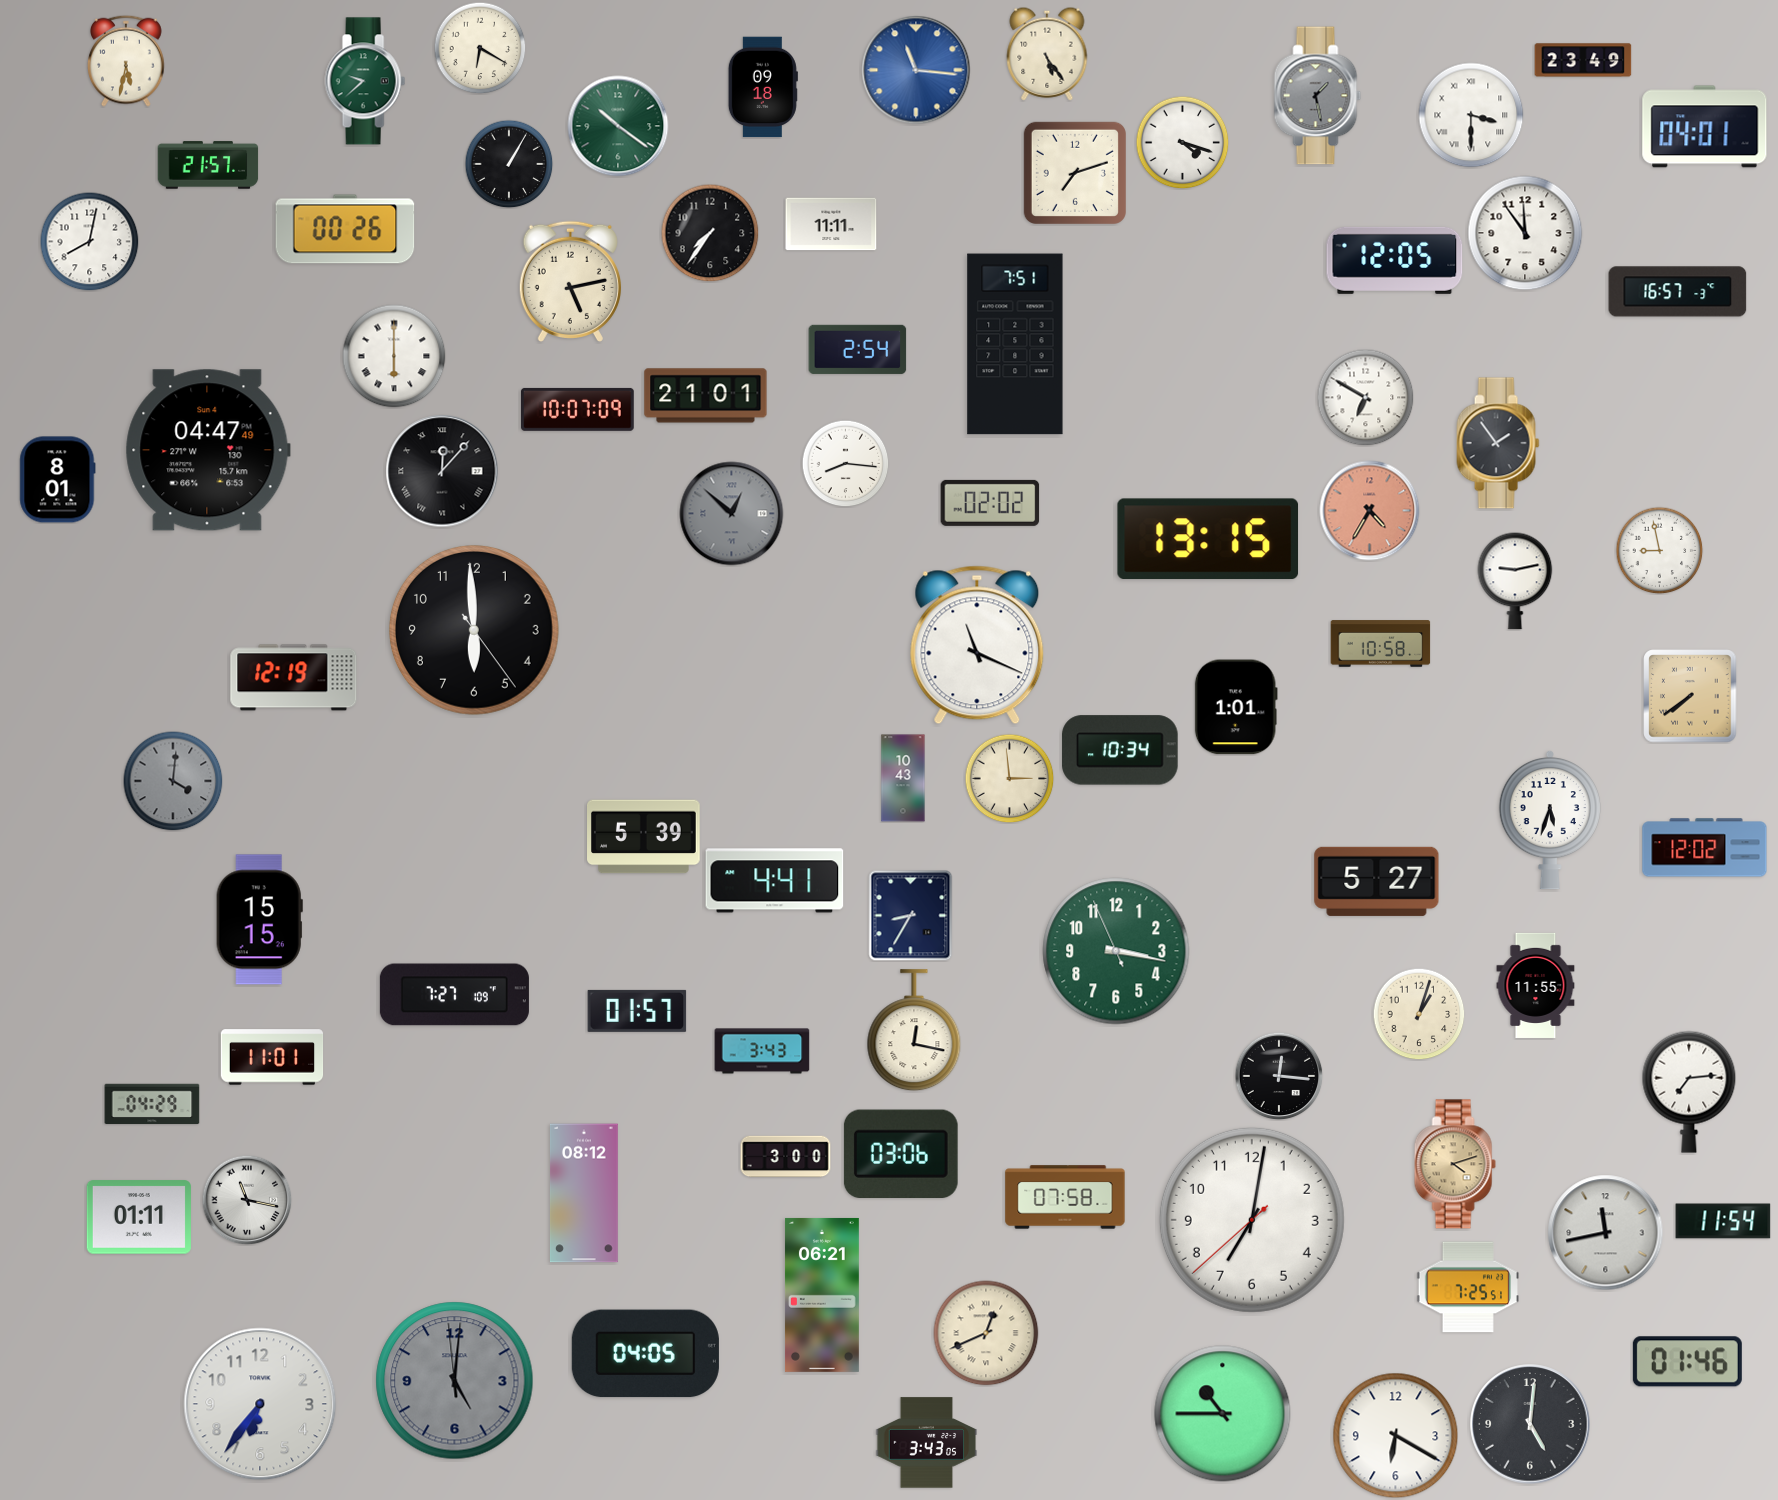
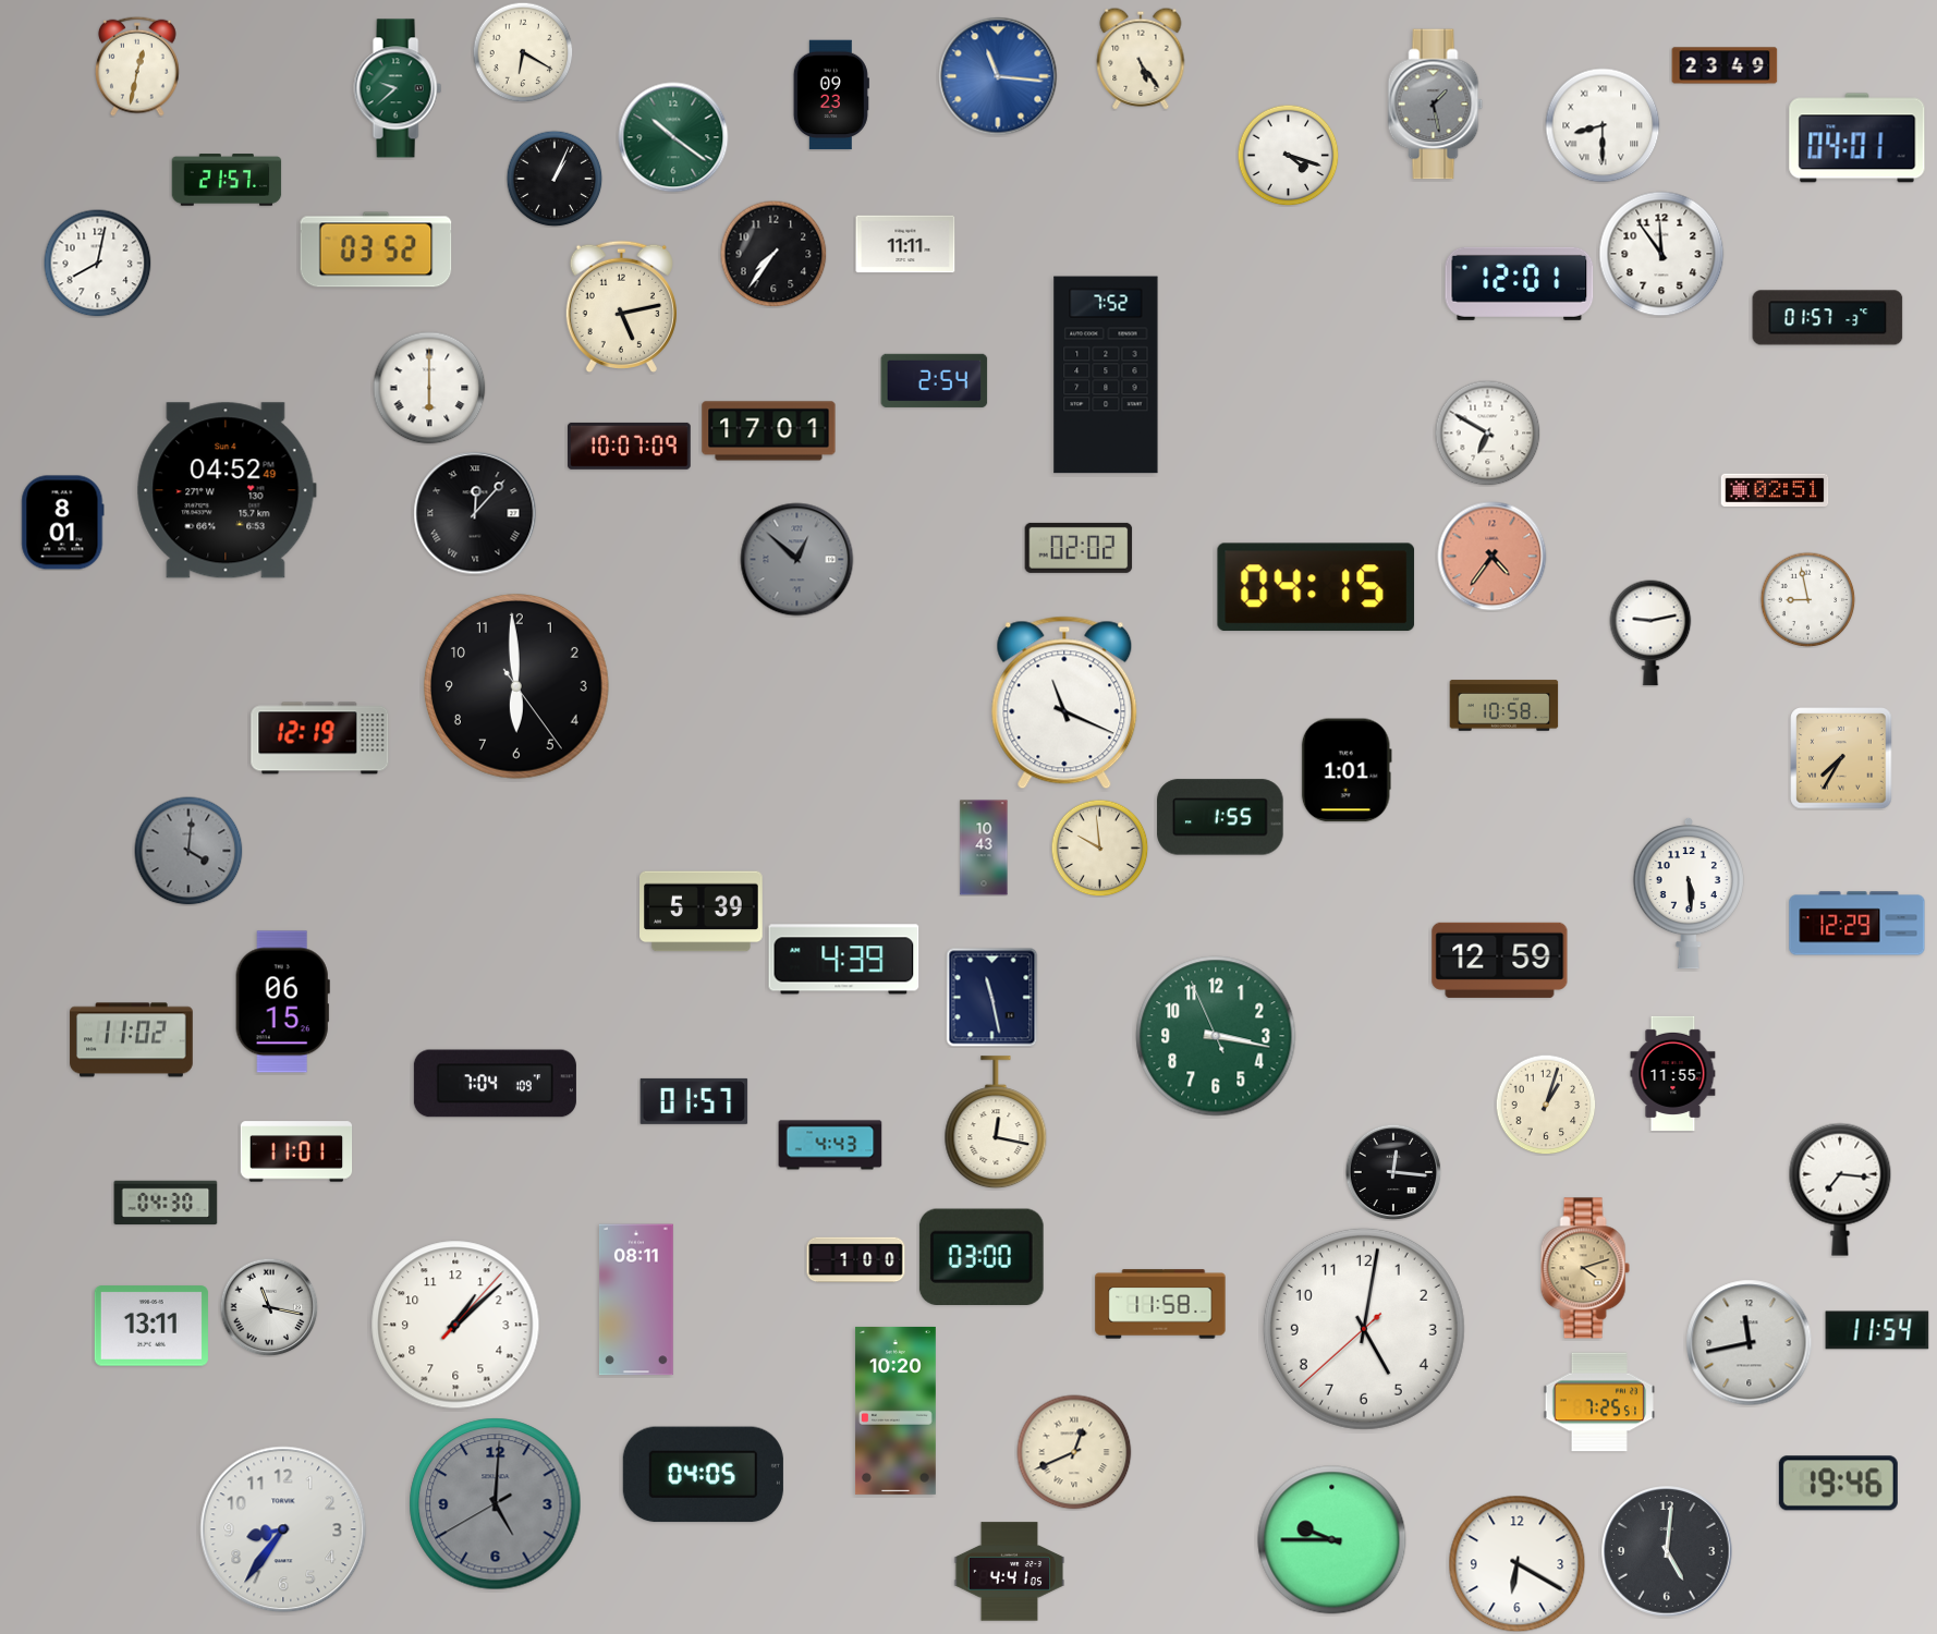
clock at (126, 61): 5:32 -> 12:32
clock at (763, 87): 09:18 -> 09:23
clock at (1471, 115): 3:30 -> 8:30
clock at (509, 164): 1:05 -> 1:04
clock at (1075, 173): 7:12 -> none
clock at (345, 229): 00:26 -> 03:52
clock at (1395, 260): 12:05 -> 12:01
clock at (1678, 292): 16:57 -> 01:57
clock at (1015, 344): 7:51 -> 7:52
clock at (706, 396): 21:01 -> 17:01
clock at (1498, 443): 1:54 -> none
clock at (208, 450): 04:47 -> 04:52
clock at (1775, 490): none -> 02:51
clock at (845, 463): 8:16 -> none
clock at (442, 471) position: (442, 471) -> (475, 513)
clock at (1370, 511): 4:35 -> 4:36
clock at (1208, 539): 13:15 -> 04:15
clock at (1381, 644) position: (1381, 644) -> (1504, 706)
clock at (1690, 696): 7:39 -> 7:35
clock at (1120, 750): 10:34 -> 1:55
clock at (1009, 778): 2:59 -> 9:59
clock at (1550, 820): 5:33 -> 5:29
clock at (1705, 848): 12:02 -> 12:29
clock at (775, 881): 4:41 -> 4:39
clock at (1377, 881): 5:27 -> 12:59
clock at (911, 916): 8:35 -> 11:28
clock at (259, 920): 15:15 -> 06:15
clock at (132, 1040): none -> 11:02
clock at (454, 995): 7:27 -> 7:04
clock at (762, 1051): 3:43 -> 4:43
clock at (1689, 1092): 7:14 -> 7:16
clock at (152, 1104): 04:29 -> 04:30
clock at (901, 1153): 03:06 -> 03:00
clock at (786, 1157): 3:00 -> 1:00
clock at (584, 1193): 08:12 -> 08:11
clock at (1065, 1197): 07:58 -> 11:58
clock at (455, 1325): none -> 1:08
clock at (139, 1217): 01:11 -> 13:11
clock at (1252, 1220): 7:01 -> 5:01
clock at (822, 1295): 06:21 -> 10:20
clock at (1687, 1362): 01:46 -> 19:46
clock at (455, 1381): 5:00:59 -> 5:00:40
clock at (260, 1404): 6:36 -> 8:36
clock at (1223, 1414): 10:45 -> 9:45
clock at (1396, 1436) position: (1396, 1436) -> (1518, 1564)
clock at (927, 1443): 3:43 -> 4:41
